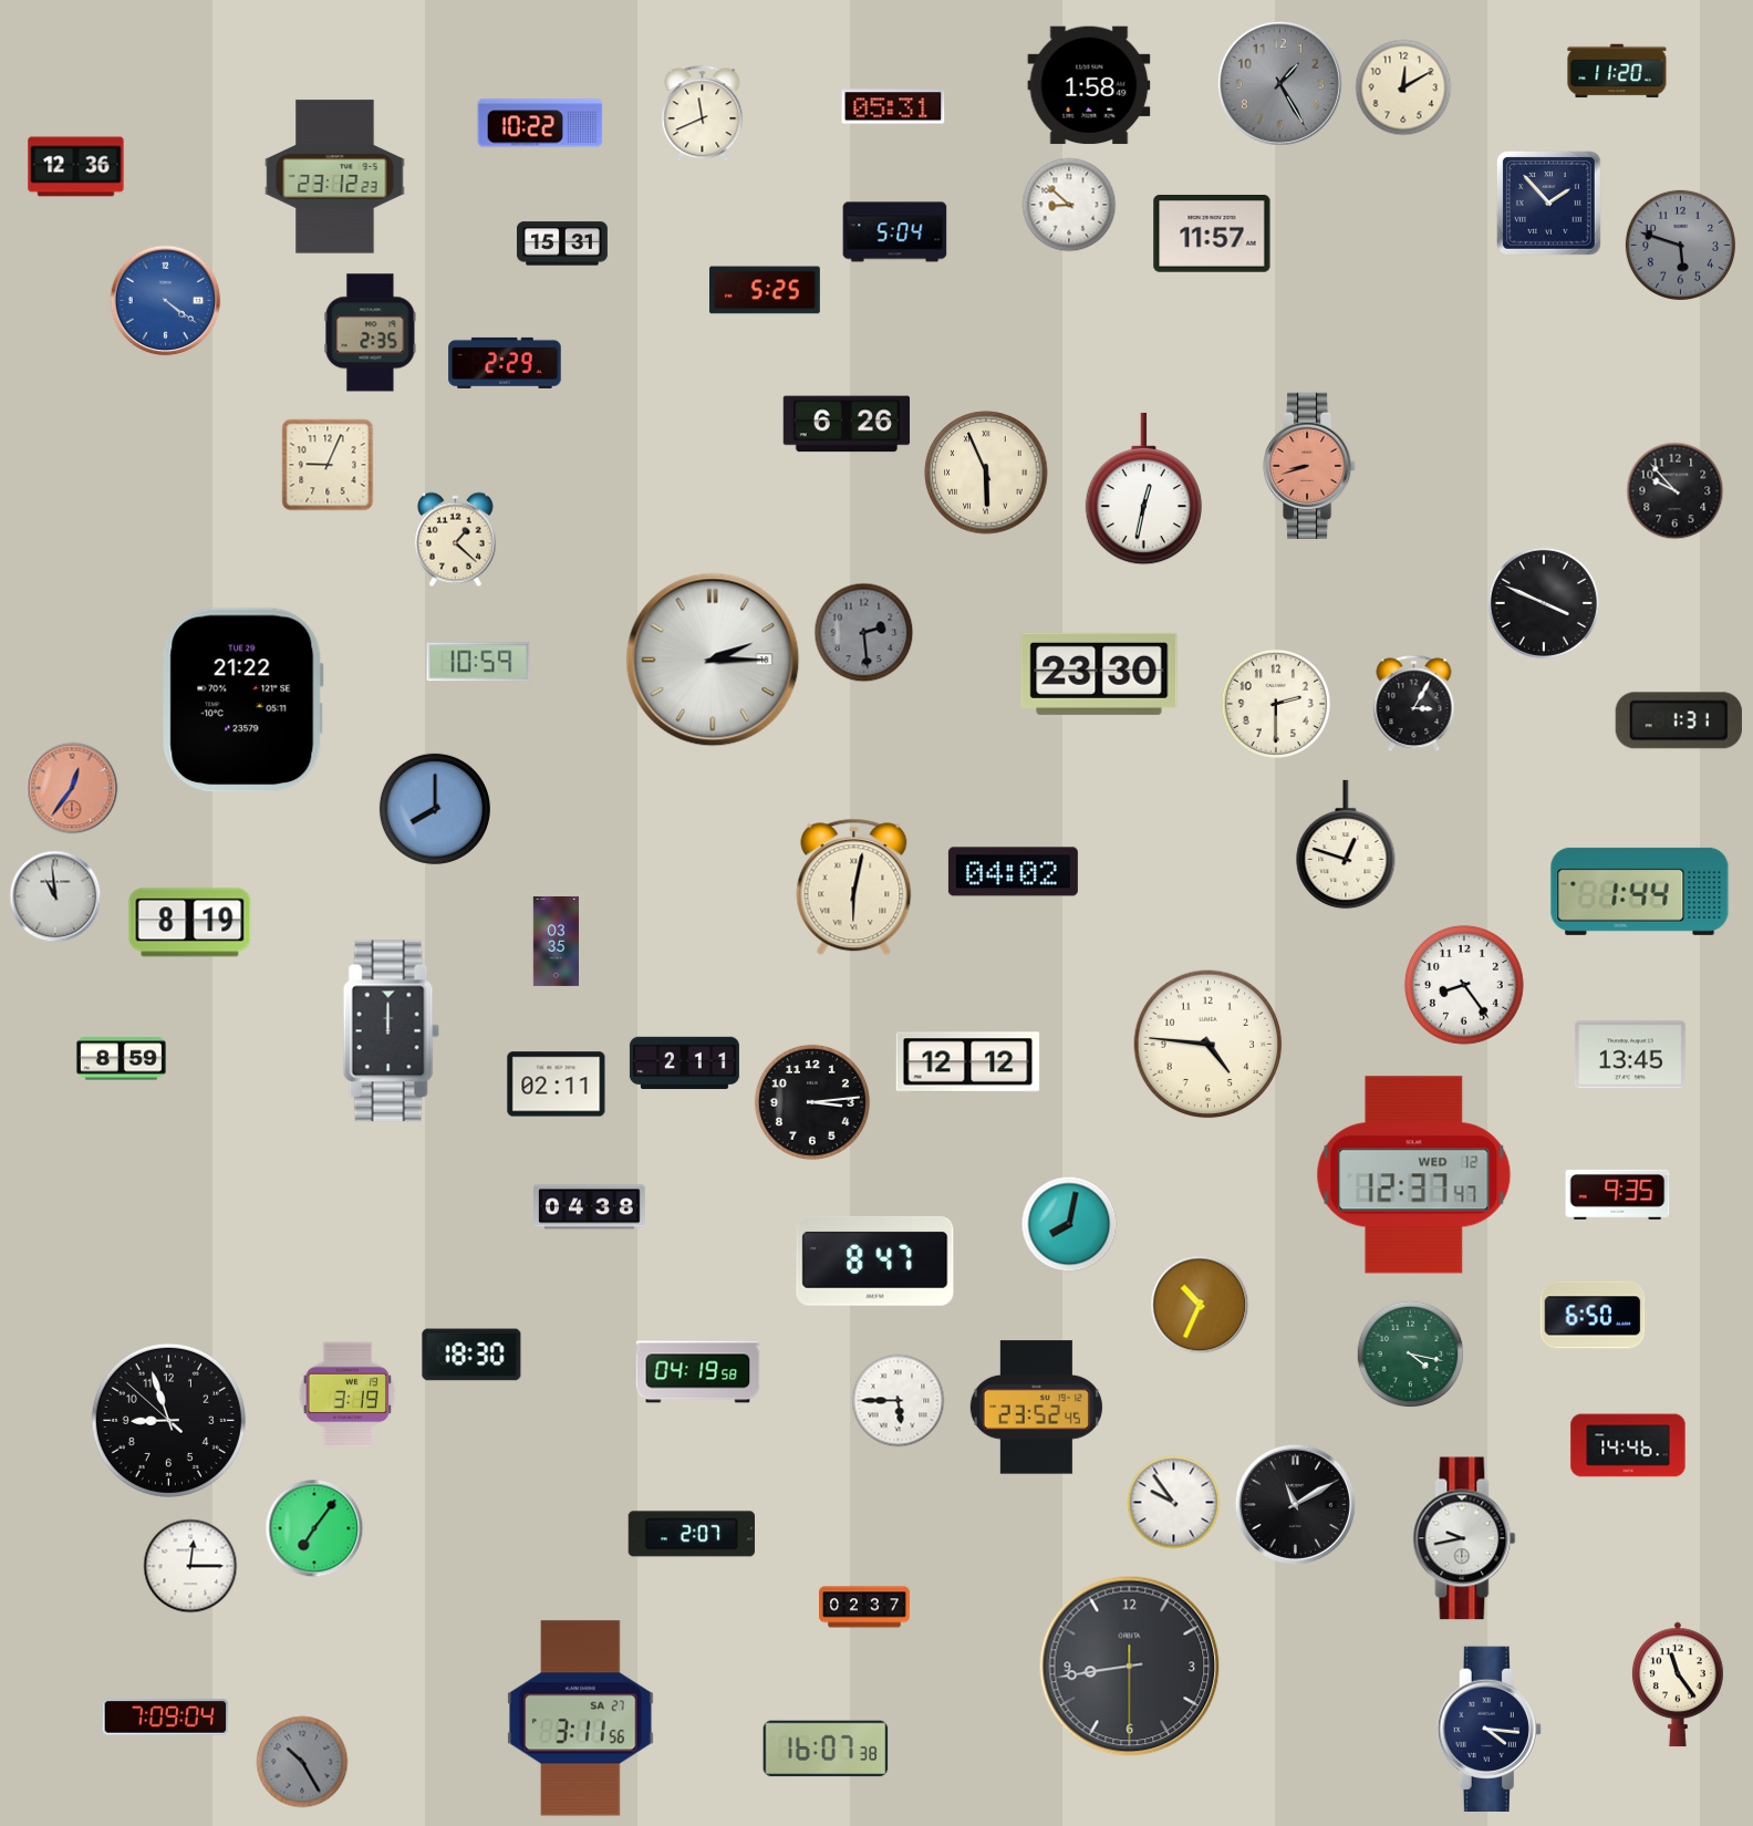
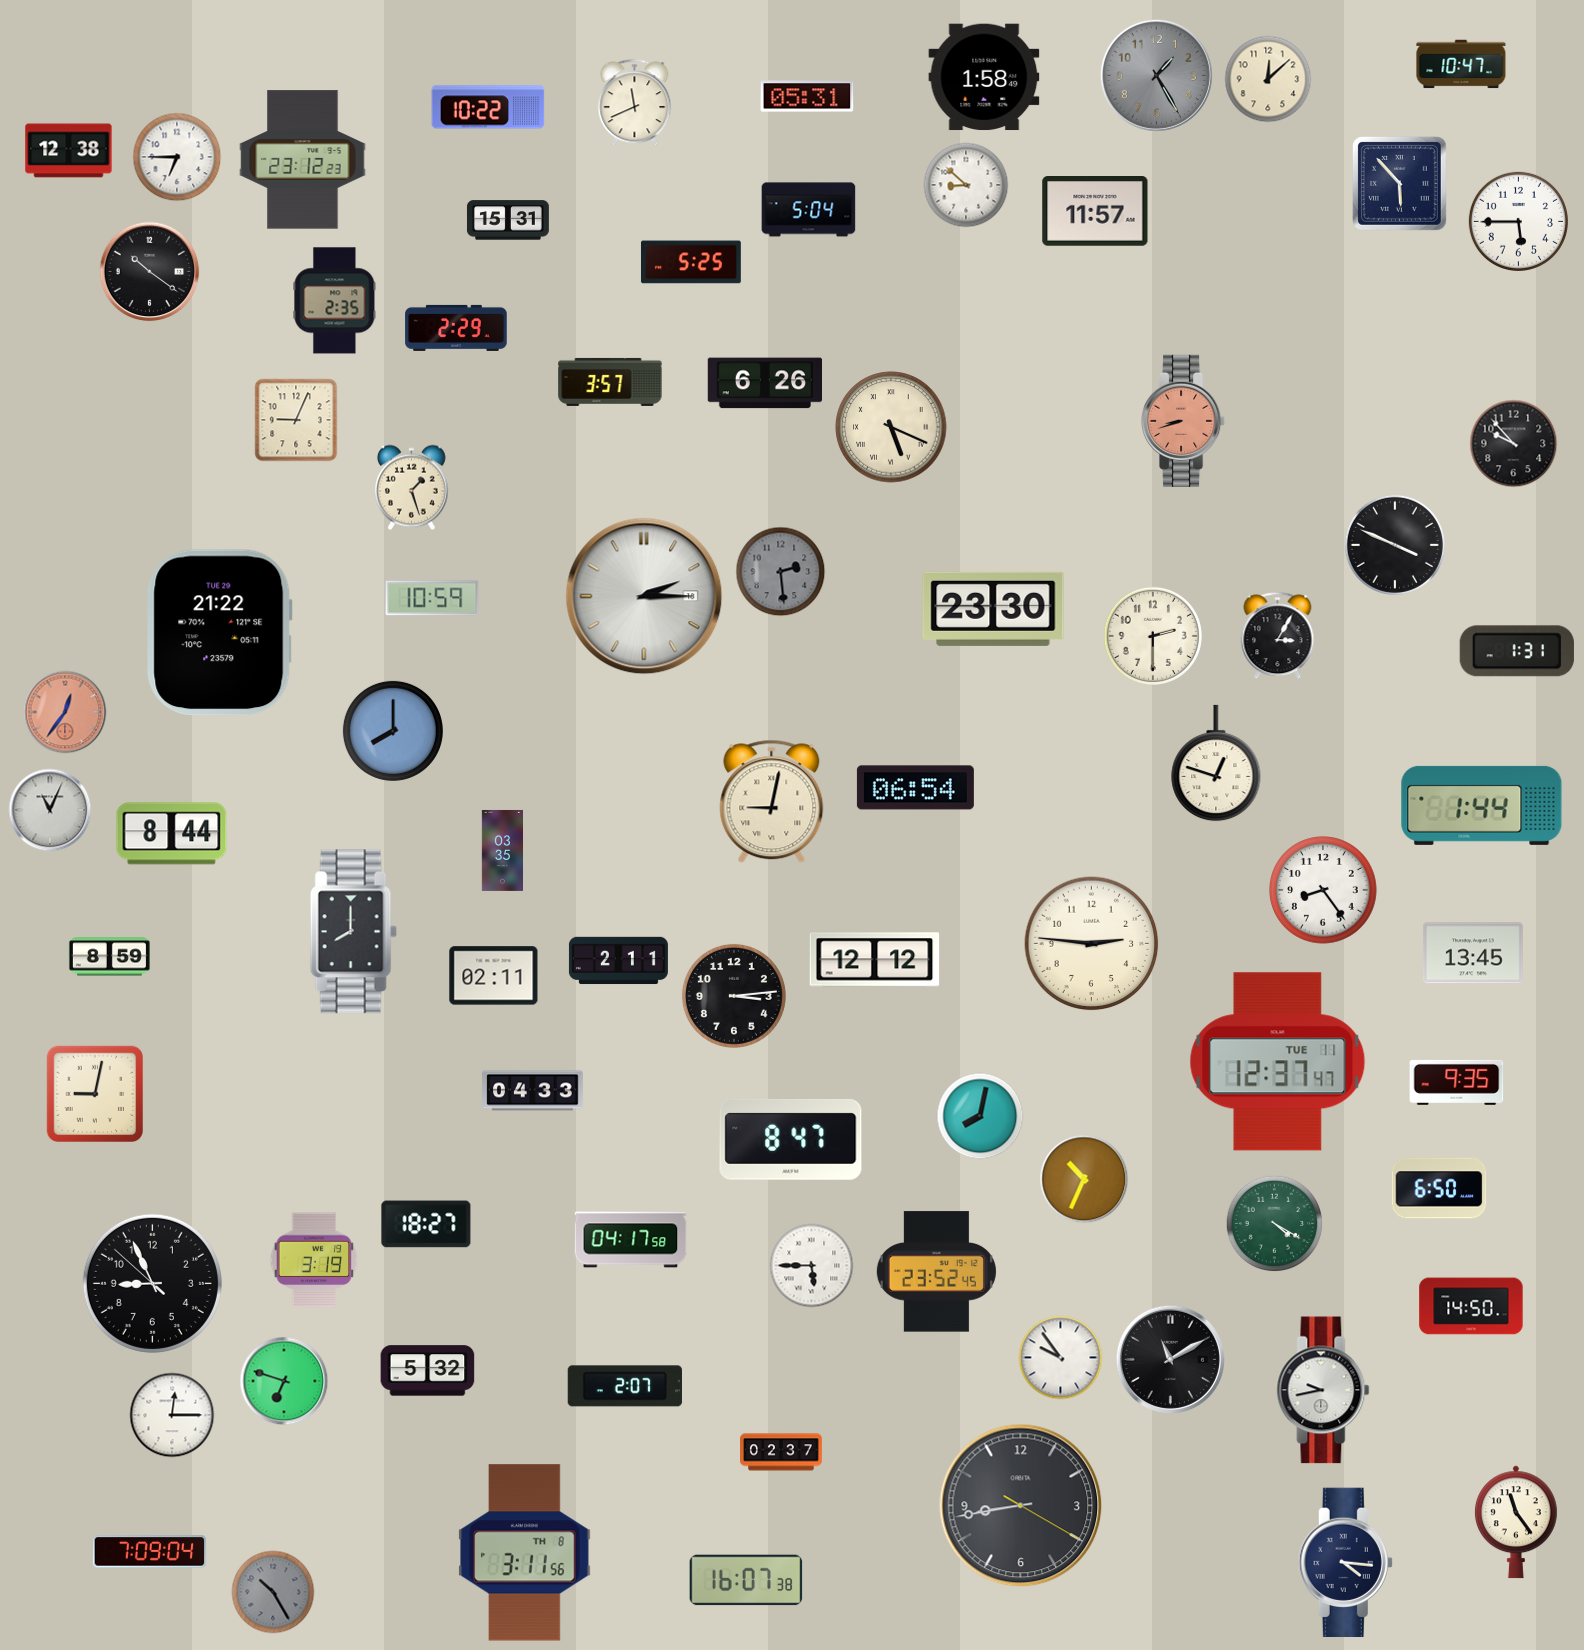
clock at (1617, 71): 11:20 -> 10:47
clock at (1403, 87): 12:10 -> 12:08
clock at (540, 123) position: (540, 123) -> (488, 107)
clock at (76, 167): 12:36 -> 12:38
clock at (177, 157): none -> 6:45
clock at (1549, 204): 1:53 -> 5:53
clock at (1680, 245): 5:48 -> 5:45
clock at (1680, 245) dial: grey -> white
clock at (166, 301): 4:21 -> 10:21
clock at (166, 301) dial: blue -> black
clock at (610, 382): none -> 3:57
clock at (986, 473): 5:56 -> 5:19
clock at (1143, 490): 12:32 -> none
clock at (456, 540): 1:22 -> 1:27
clock at (1013, 872): 04:02 -> 06:54
clock at (854, 888): 6:02 -> 9:02
clock at (55, 896): 10:59 -> 11:04
clock at (190, 923): 8:19 -> 8:44
clock at (391, 1031): 12:00 -> 8:00
clock at (1209, 1045): 4:46 -> 2:46
clock at (557, 1085) position: (557, 1085) -> (494, 976)
clock at (1414, 1175) date: WED 12 -> TUE 11
clock at (1618, 1194) position: (1618, 1194) -> (1457, 1082)
clock at (590, 1207): 04:38 -> 04:33
clock at (95, 1094): none -> 9:02
clock at (1069, 1224) position: (1069, 1224) -> (980, 1116)
clock at (471, 1355): 18:30 -> 18:27
clock at (1411, 1355): 4:17 -> 4:20
clock at (698, 1372): 04:19 -> 04:17
clock at (168, 1420): 8:56 -> 8:55
clock at (1628, 1445): 14:46 -> 14:50
clock at (428, 1371): none -> 5:32
clock at (314, 1528): 7:06 -> 6:48
clock at (1130, 1667): 8:43:30 -> 8:43:20
clock at (581, 1719) date: SA 27 -> TH 8
